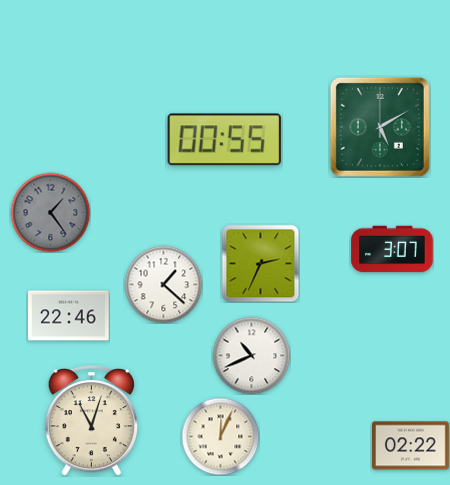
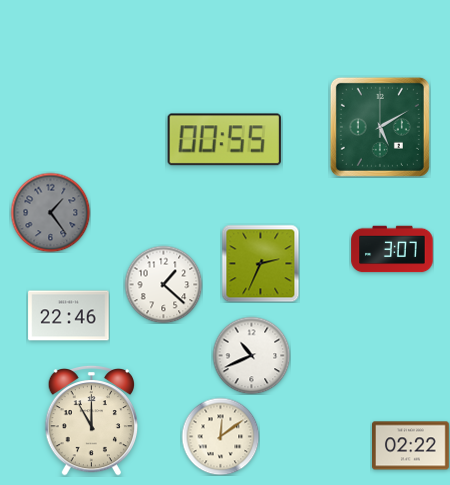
clock at (91, 420): 11:03 -> 11:00
clock at (220, 436): 12:04 -> 12:09
